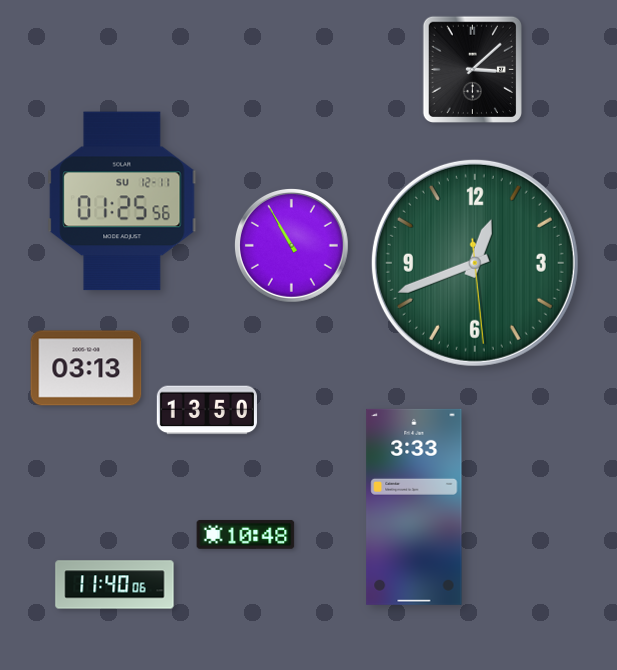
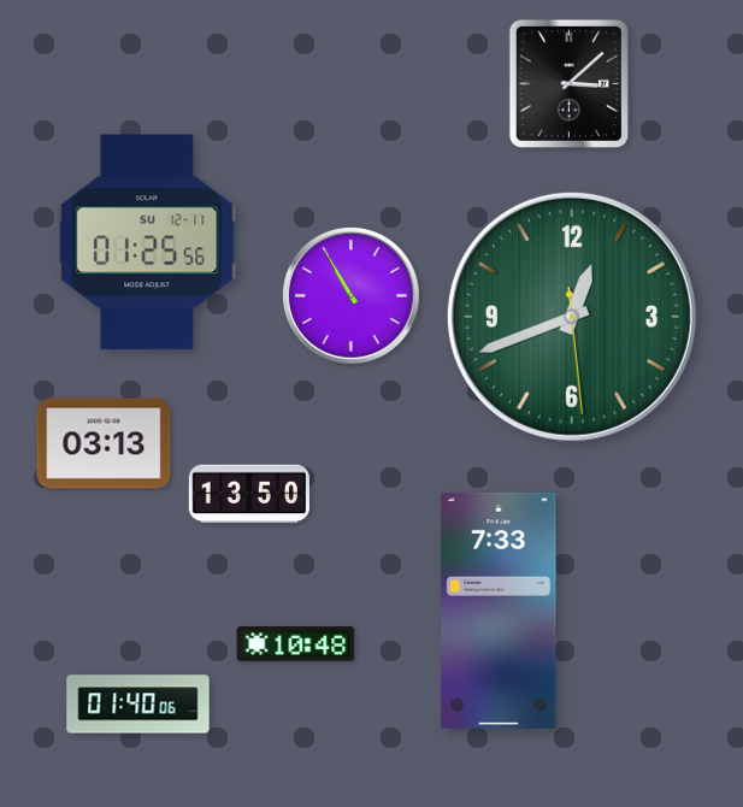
clock at (414, 507): 3:33 -> 7:33
clock at (115, 585): 11:40 -> 01:40
